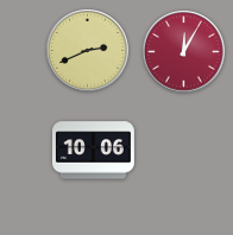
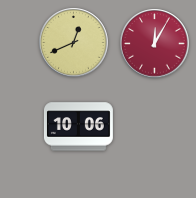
clock at (88, 51): 2:41 -> 12:41
